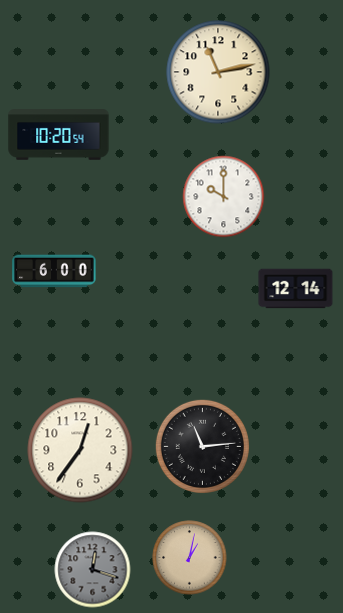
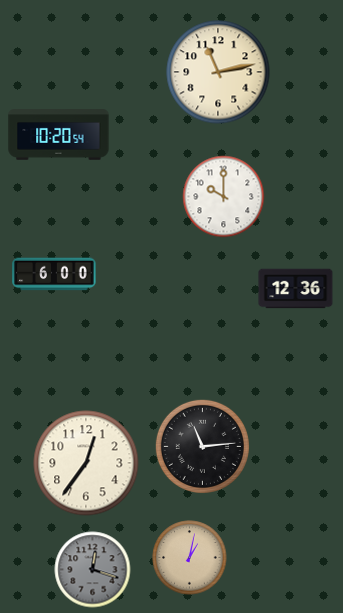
clock at (54, 271) position: (54, 271) -> (54, 274)
clock at (296, 289): 12:14 -> 12:36
clock at (80, 450) position: (80, 450) -> (86, 463)
